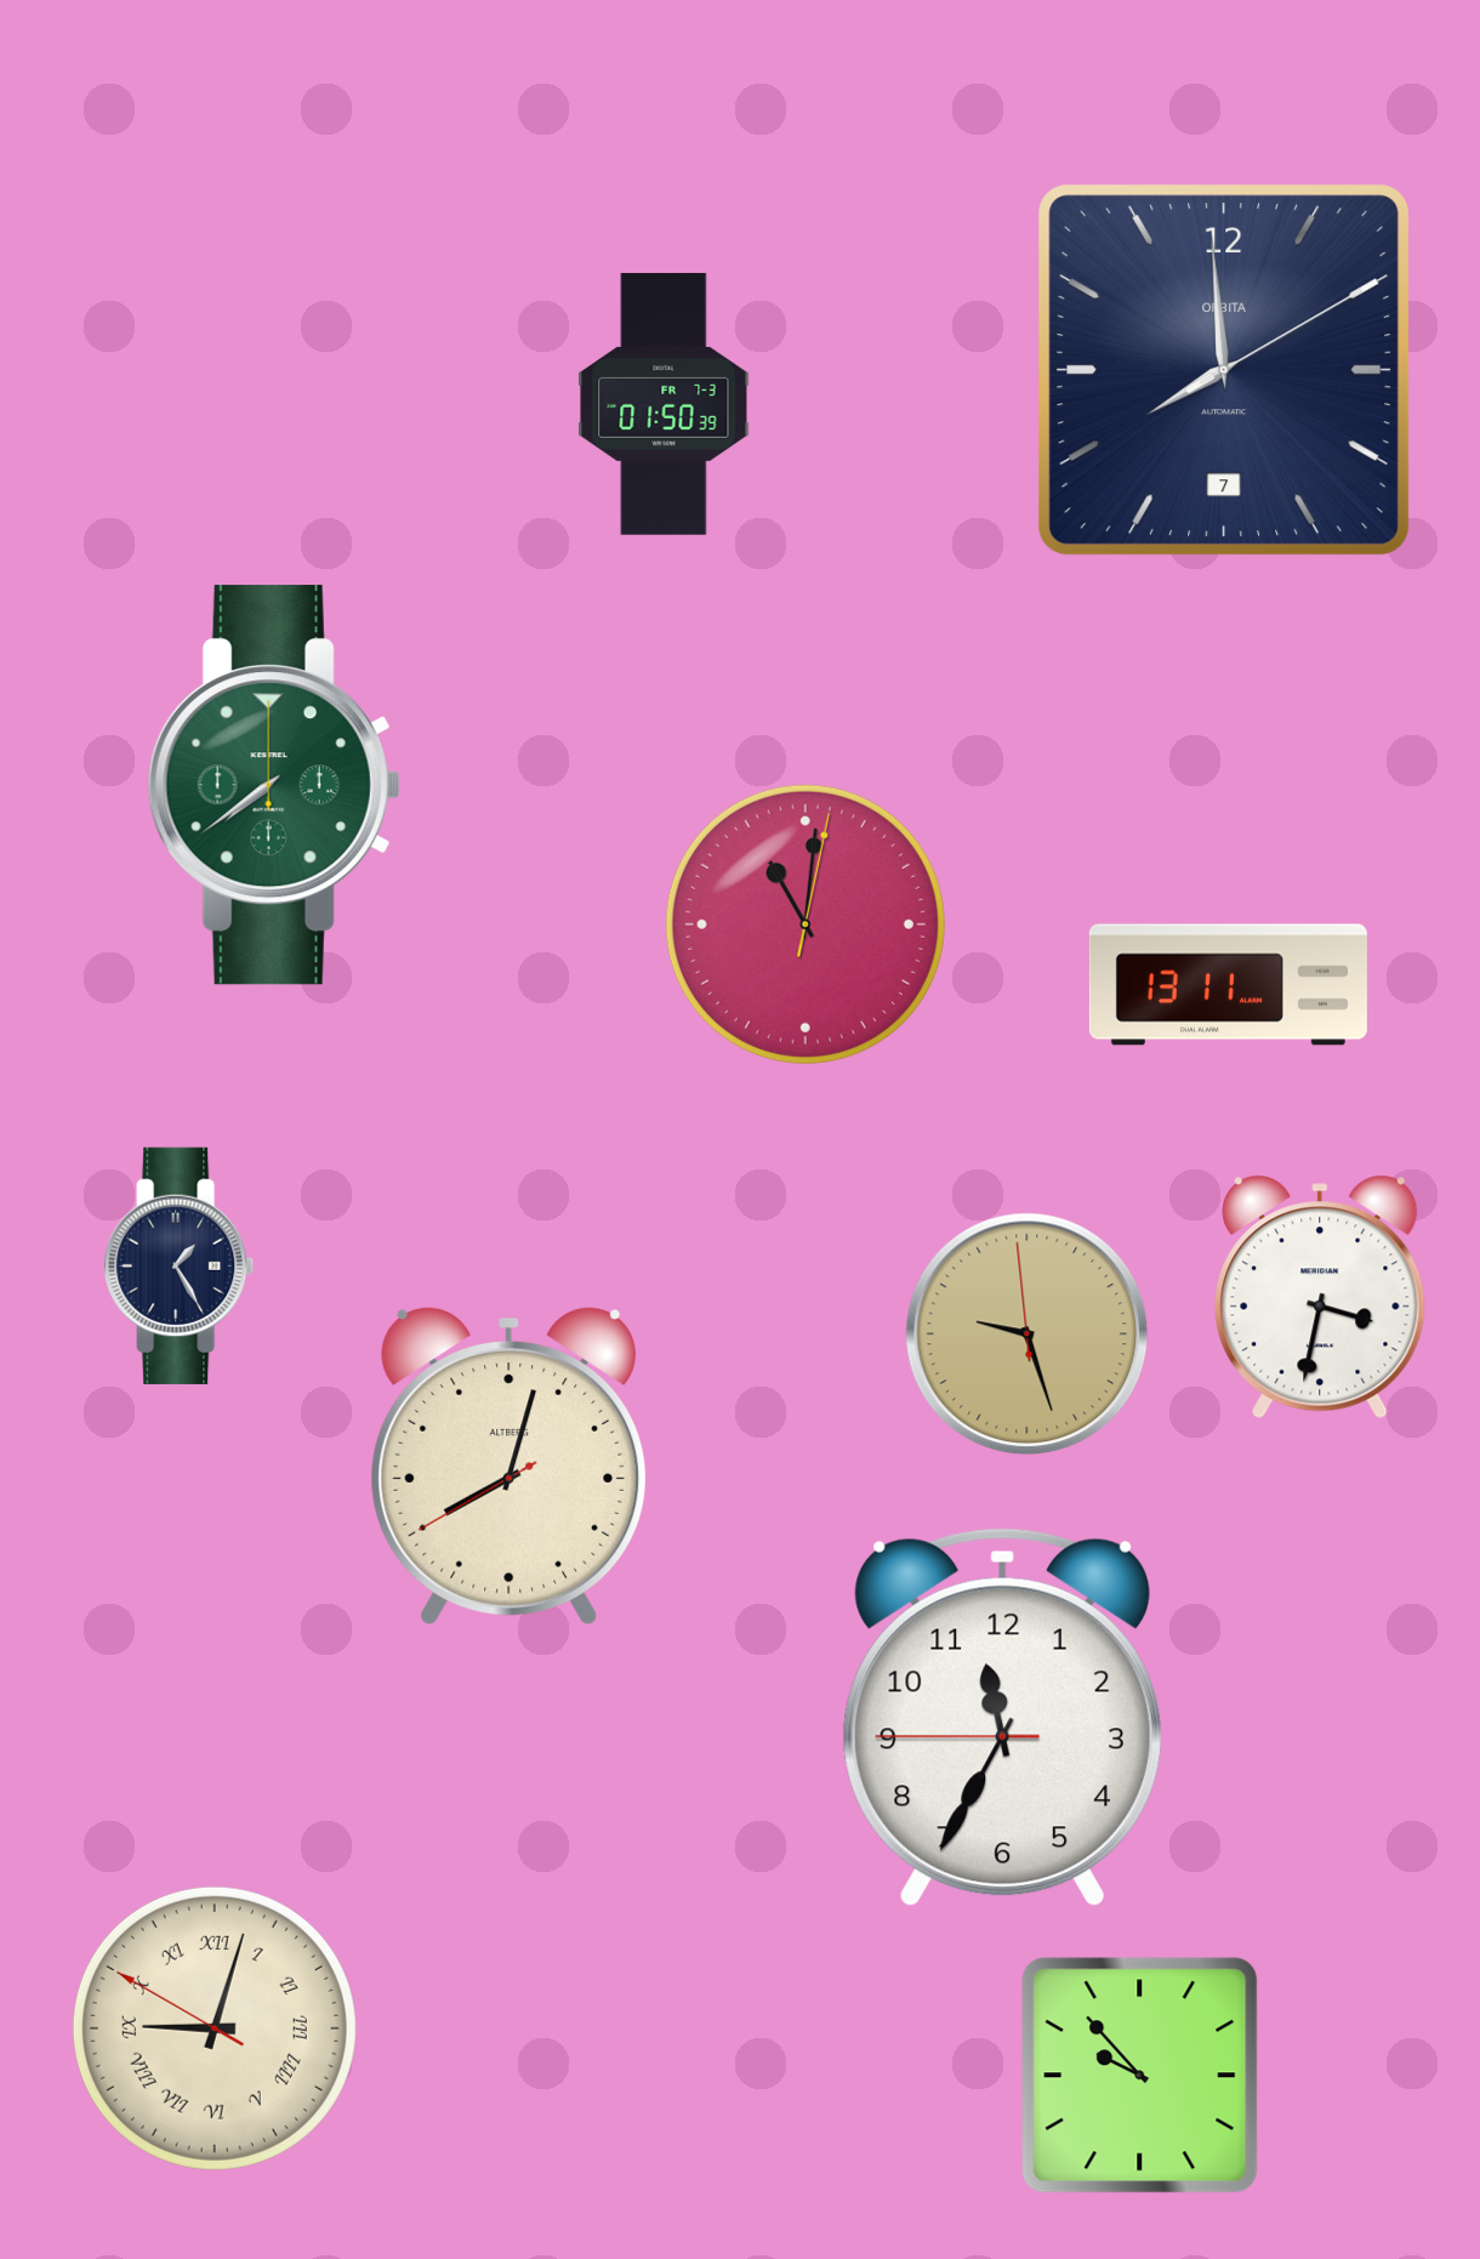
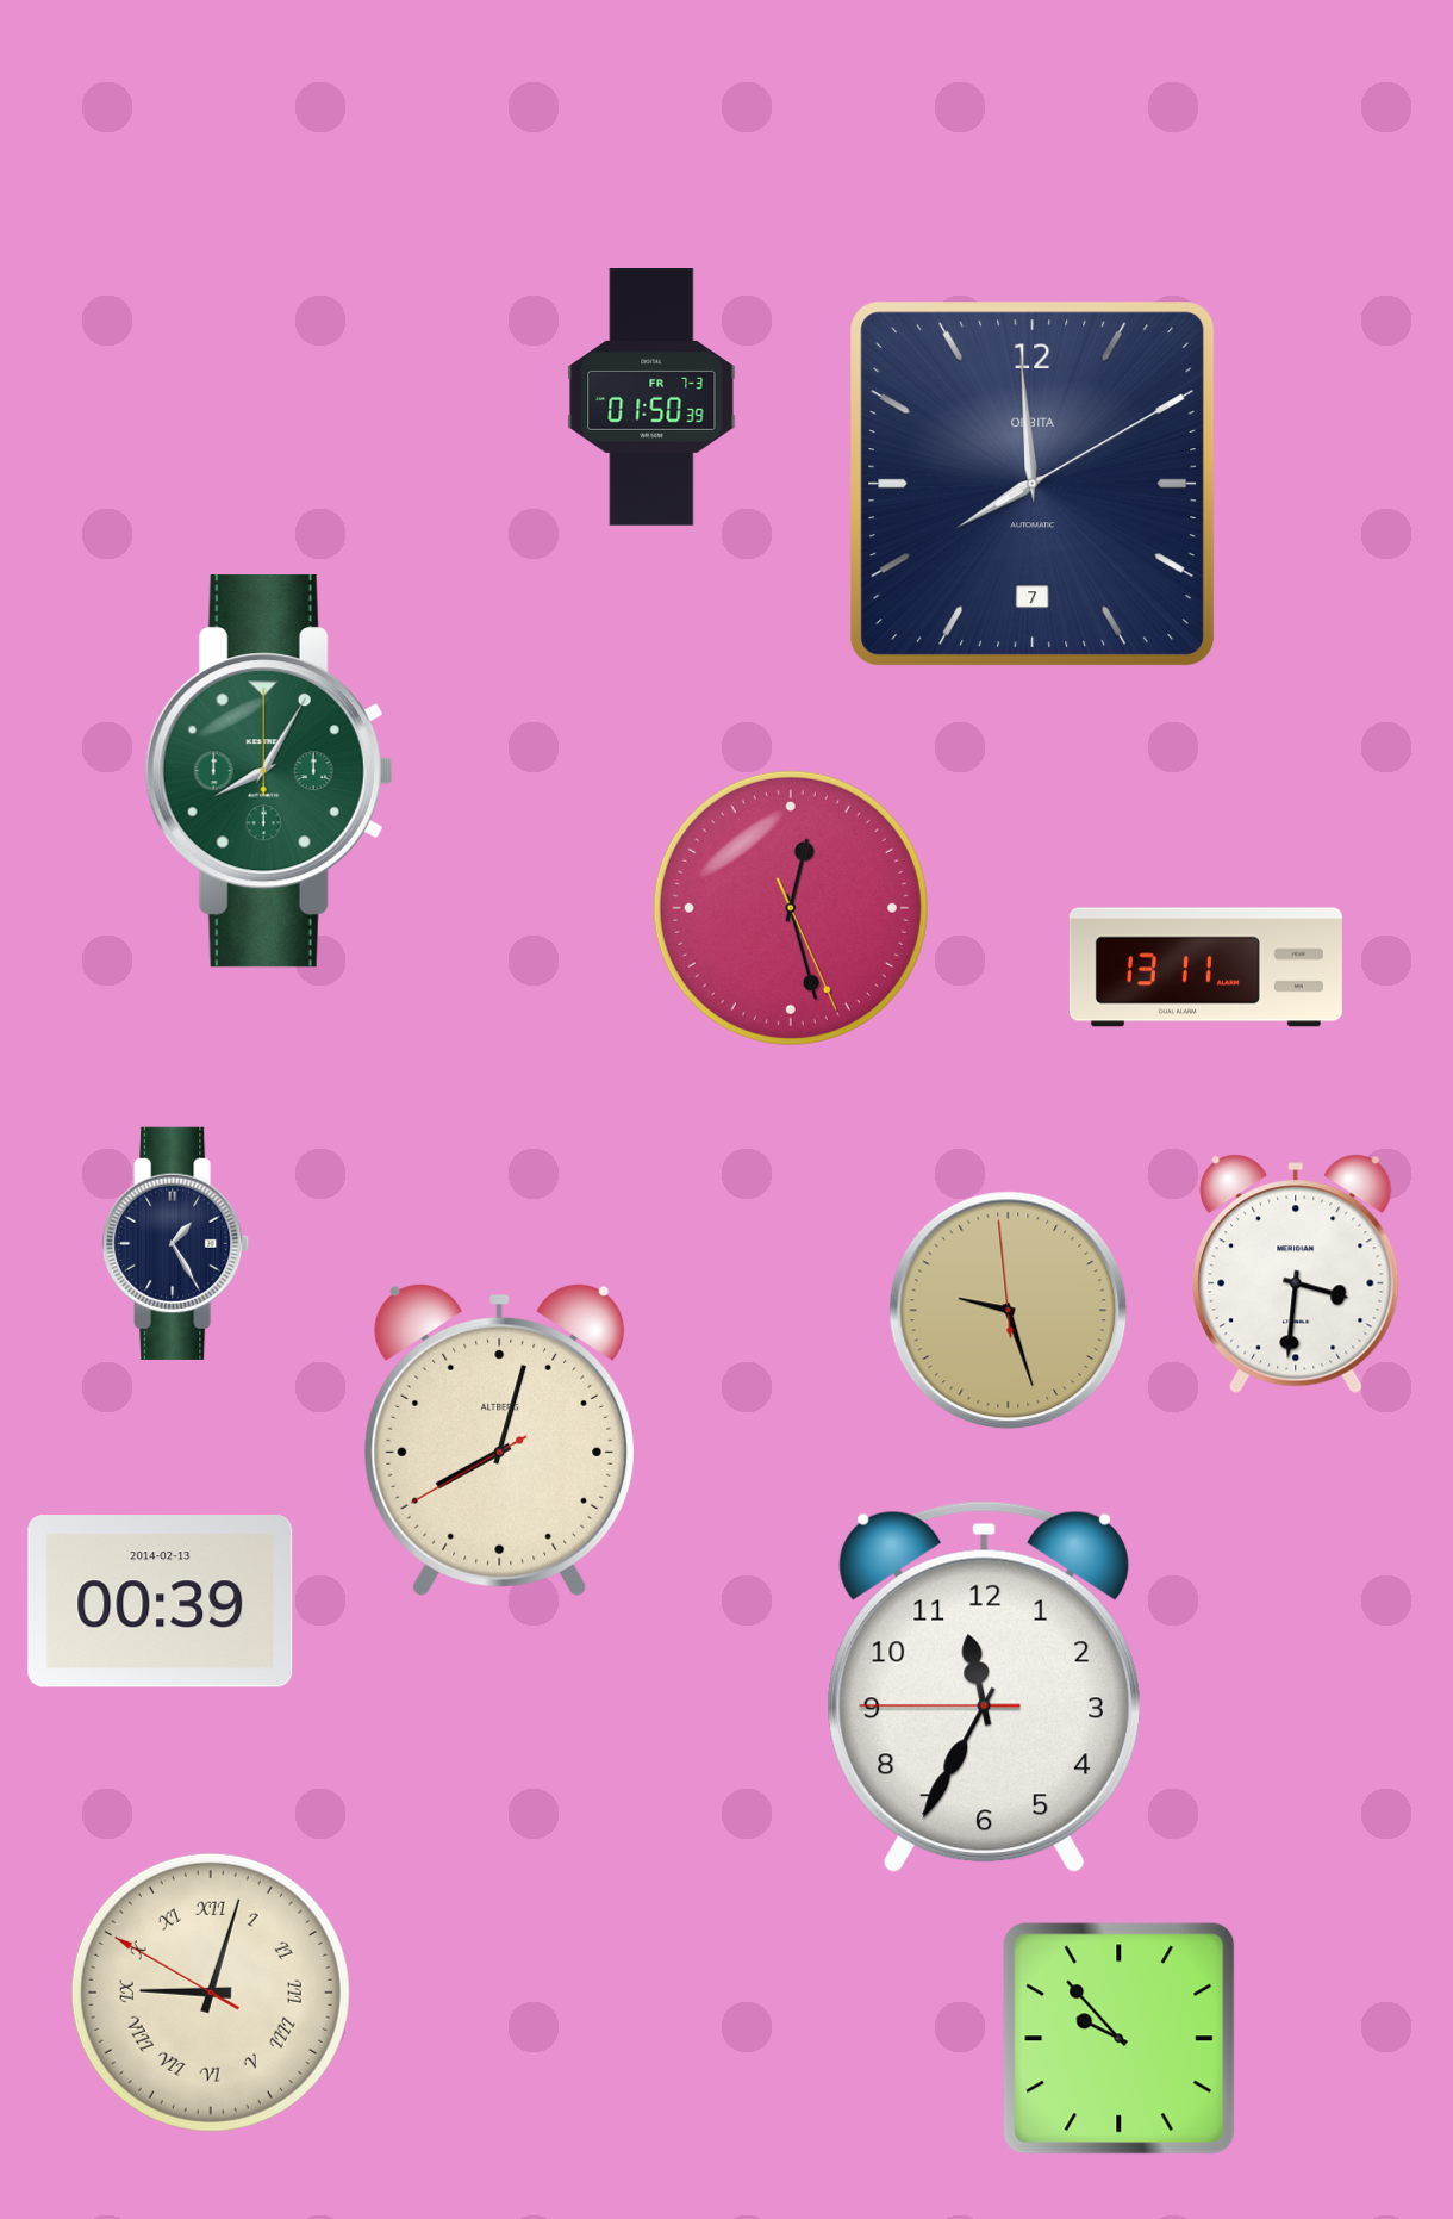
clock at (1224, 370) position: (1224, 370) -> (1033, 484)
clock at (274, 785): 7:39 -> 8:05
clock at (806, 924): 11:01 -> 12:27
clock at (1320, 1297): 3:32 -> 3:31
clock at (161, 1602): none -> 00:39
